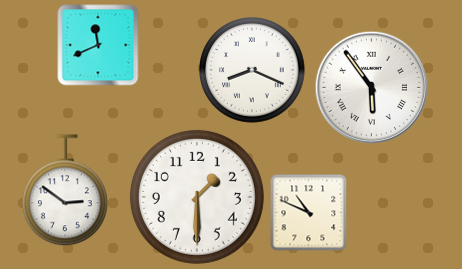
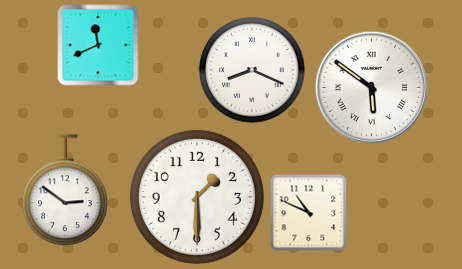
clock at (372, 88): 5:54 -> 5:51
